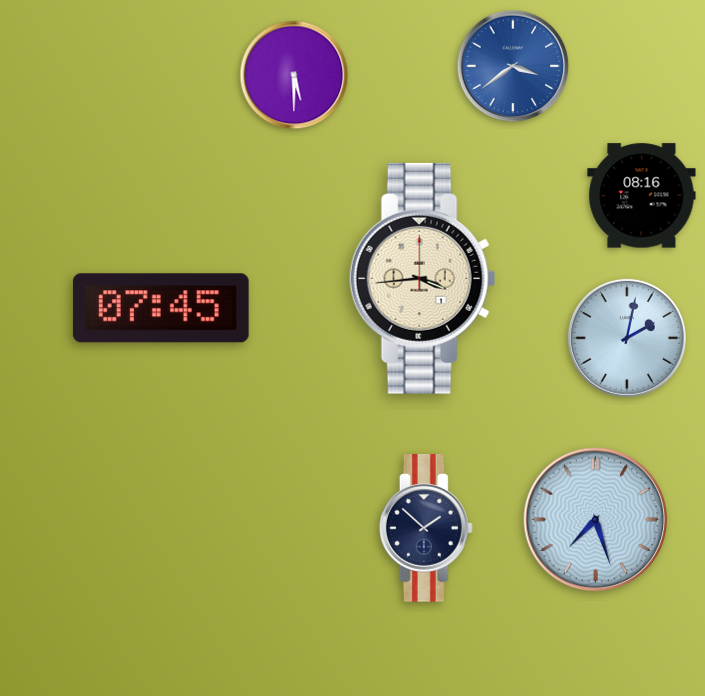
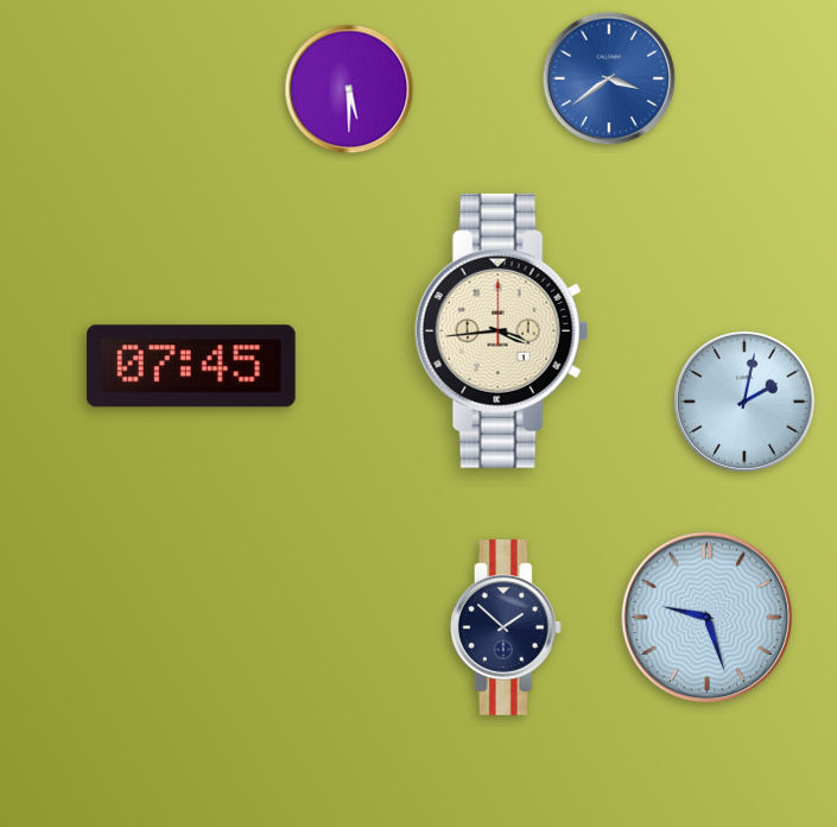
clock at (642, 196): 08:16 -> none
clock at (596, 520): 7:27 -> 9:27
